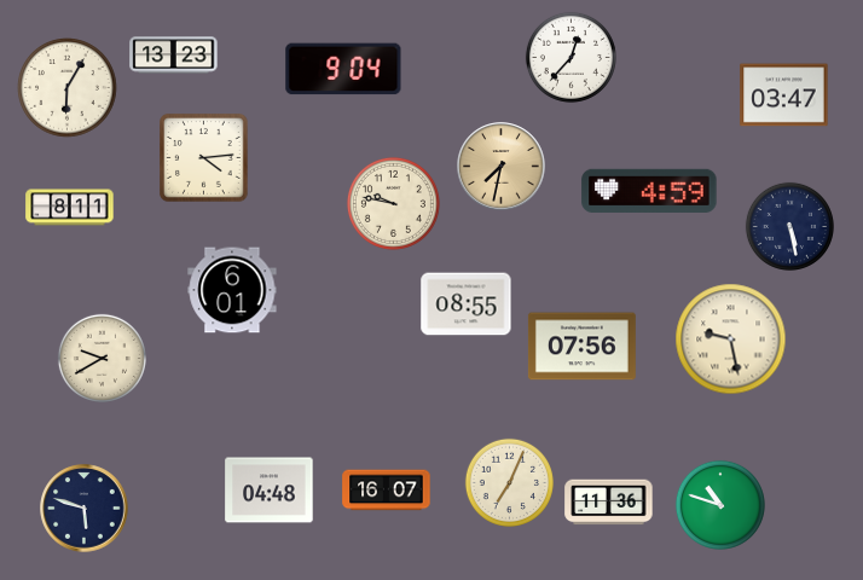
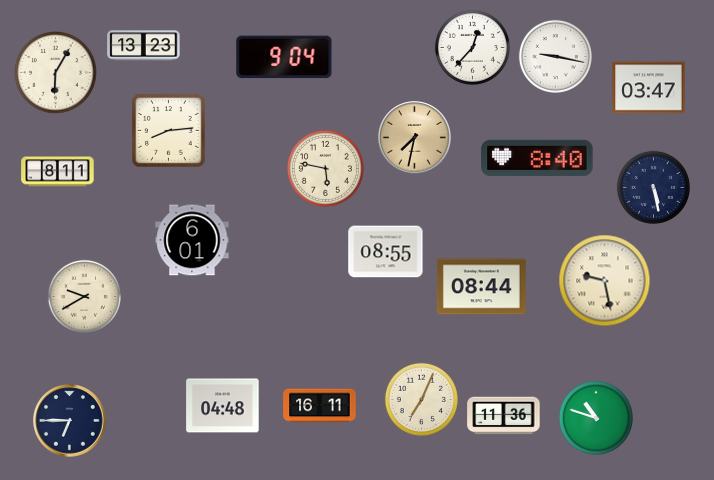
clock at (555, 56): none -> 9:17
clock at (784, 95) position: (784, 95) -> (649, 88)
clock at (204, 158): 4:14 -> 8:14
clock at (649, 191): 4:59 -> 8:40
clock at (393, 203): 9:47 -> 5:47
clock at (581, 347): 07:56 -> 08:44
clock at (387, 491): 16:07 -> 16:11
clock at (85, 509): 5:48 -> 6:45
